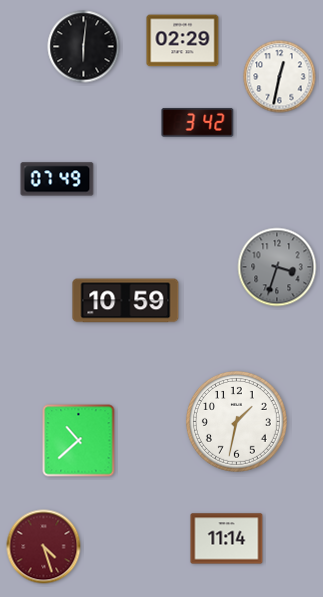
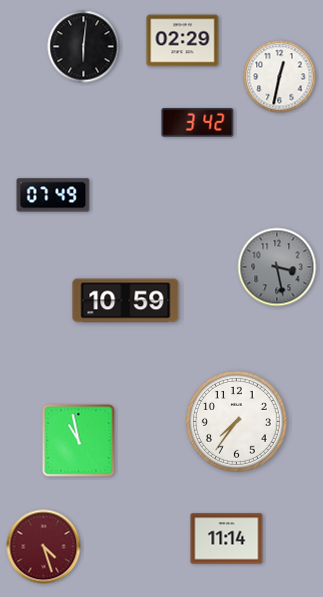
clock at (57, 179) position: (57, 179) -> (53, 195)
clock at (277, 267): 3:33 -> 3:28
clock at (236, 421): 1:32 -> 7:36
clock at (79, 441): 10:38 -> 10:58
